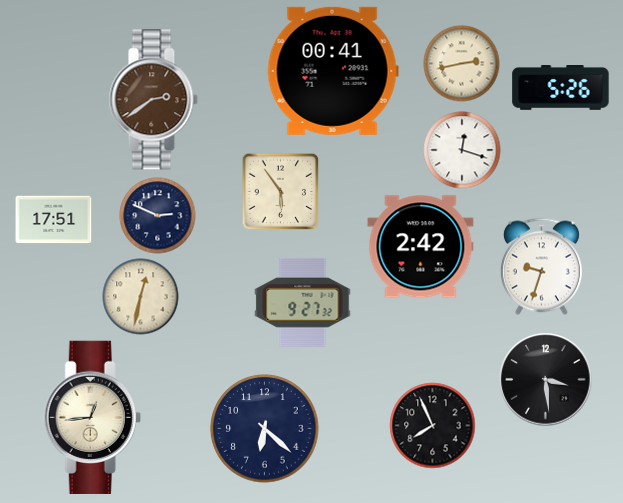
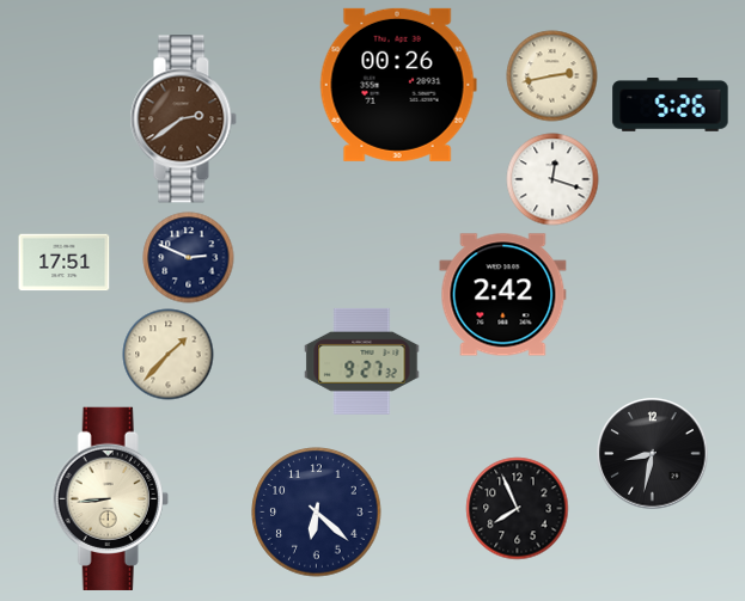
clock at (333, 71): 00:41 -> 00:26
clock at (280, 191): 5:54 -> none
clock at (541, 267): 9:33 -> none
clock at (141, 297): 12:32 -> 1:37
clock at (546, 380): 3:29 -> 8:32
clock at (92, 417): 12:44 -> 8:44
